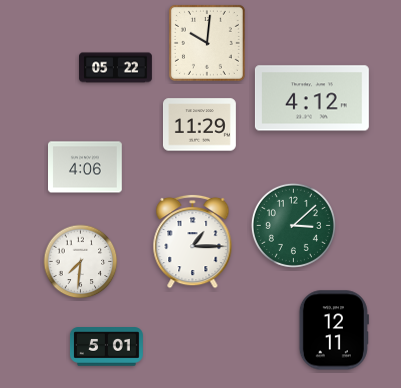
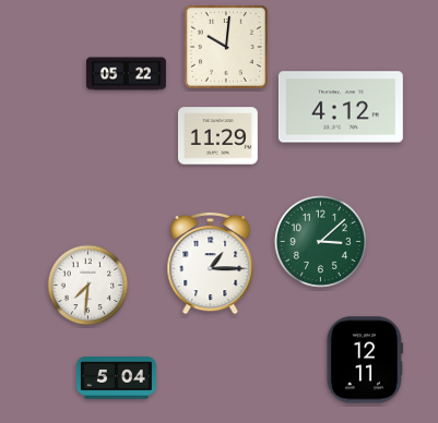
clock at (86, 167): 4:06 -> none
clock at (293, 225) position: (293, 225) -> (320, 241)
clock at (106, 347): 5:01 -> 5:04
